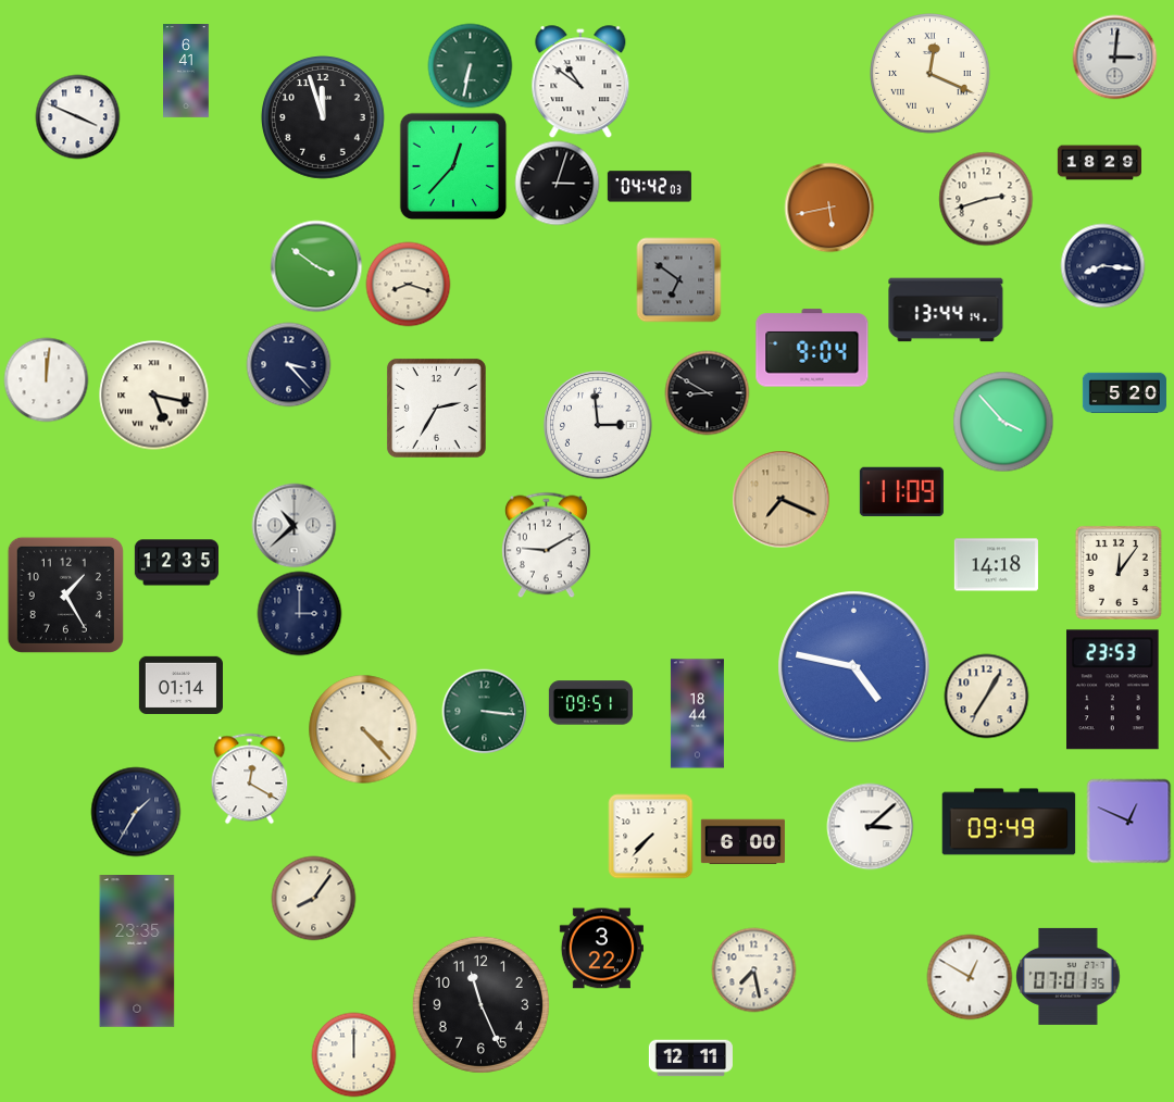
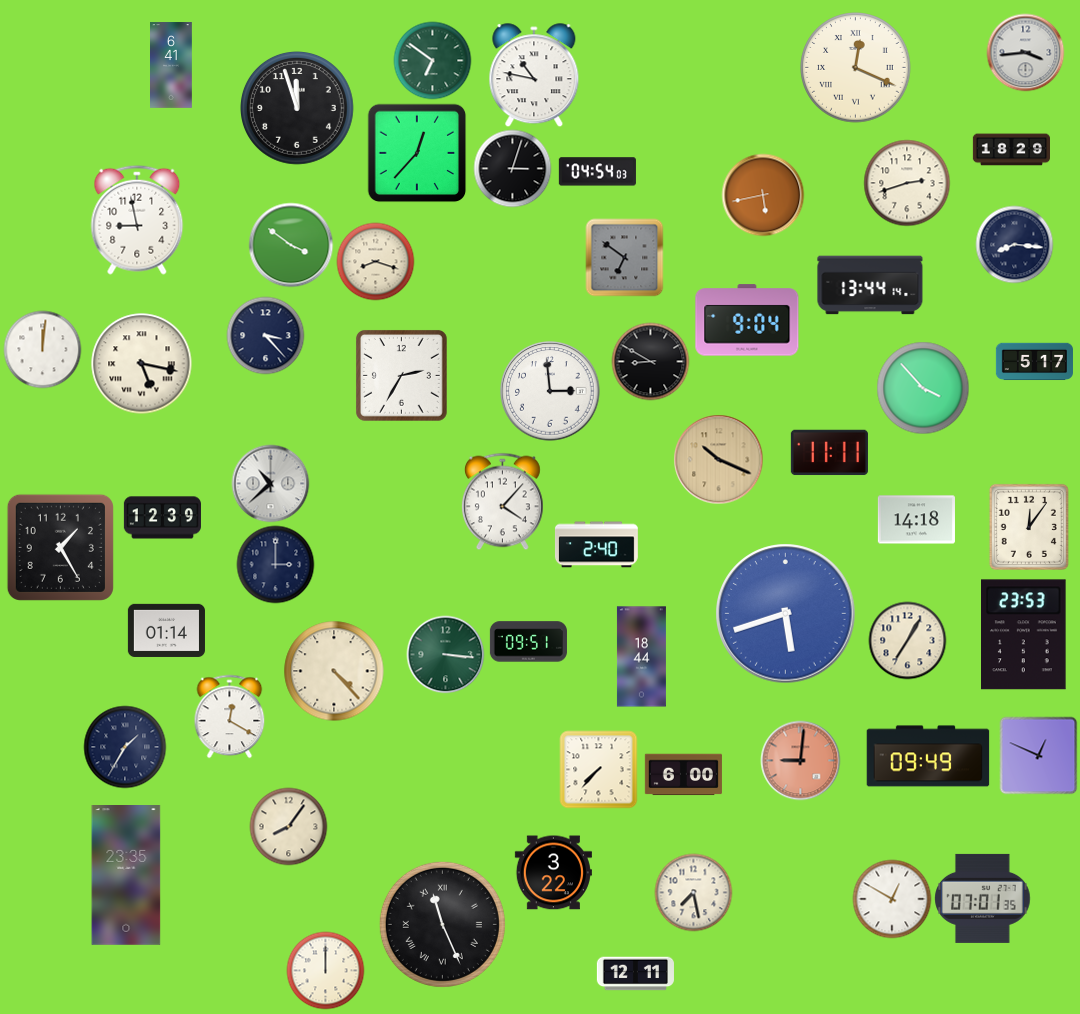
clock at (1114, 57): 3:01 -> 3:44
clock at (470, 65): 6:32 -> 6:51
clock at (580, 82): 10:51 -> 10:47
clock at (77, 116): 3:49 -> none
clock at (649, 187): 04:42 -> 04:54
clock at (829, 208) position: (829, 208) -> (763, 195)
clock at (137, 220): none -> 8:58
clock at (1124, 393): 5:20 -> 5:17
clock at (901, 492): 11:09 -> 11:11
clock at (780, 499): 7:19 -> 10:19
clock at (546, 544): 9:10 -> 4:07
clock at (176, 563): 12:35 -> 12:39
clock at (596, 545): none -> 2:40
clock at (854, 667): 4:47 -> 5:42
clock at (590, 703) position: (590, 703) -> (528, 642)
clock at (870, 826): 3:08 -> 9:01
clock at (870, 826) dial: white -> salmon
clock at (480, 1004) numerals: Arabic -> Roman
